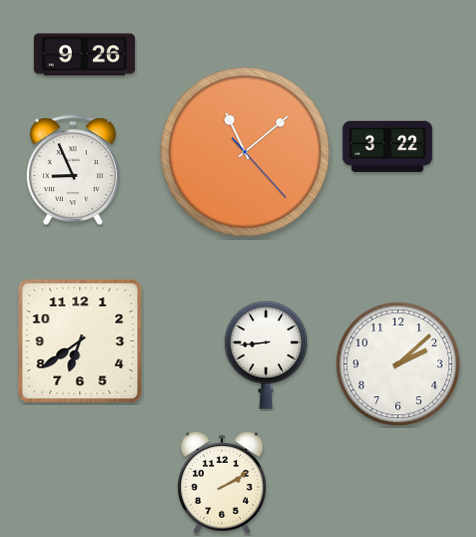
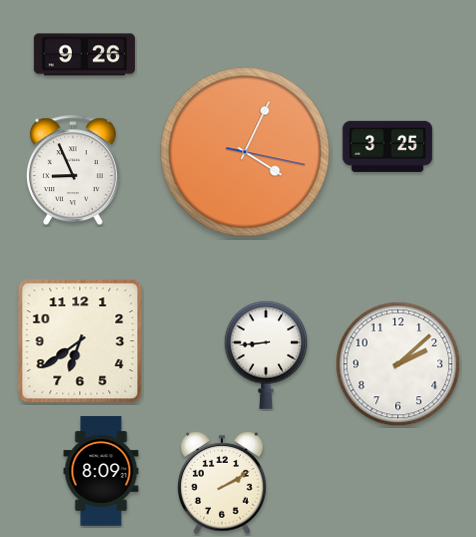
clock at (388, 146): 3:22 -> 3:25
clock at (245, 152): 11:08 -> 4:04
clock at (101, 471): none -> 8:09
